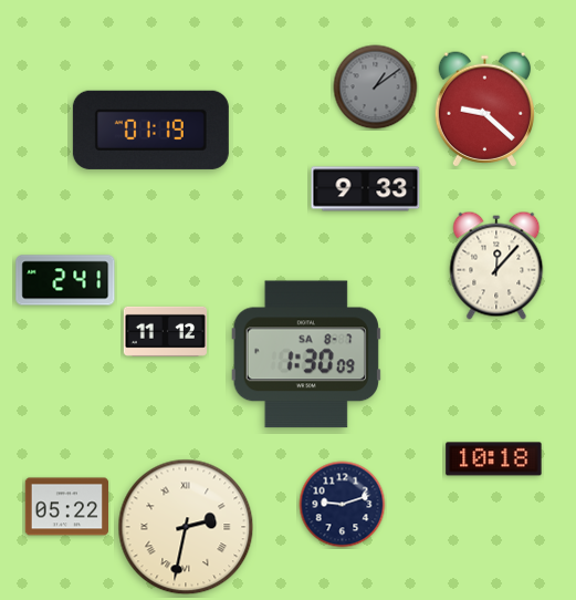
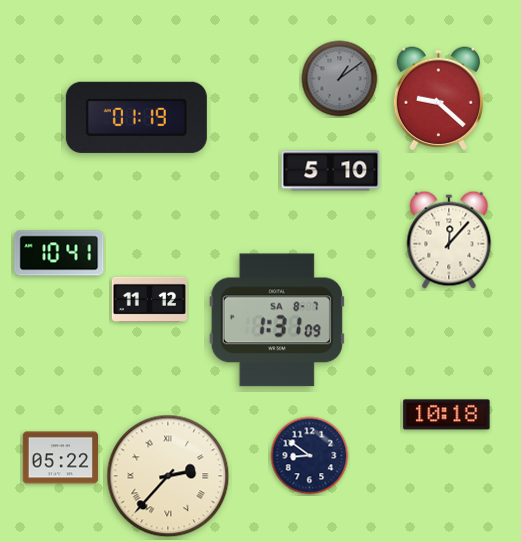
clock at (366, 189): 9:33 -> 5:10
clock at (65, 280): 2:41 -> 10:41
clock at (306, 354): 1:30 -> 1:31
clock at (343, 505): 9:12 -> 8:51
clock at (186, 527): 2:32 -> 2:37
